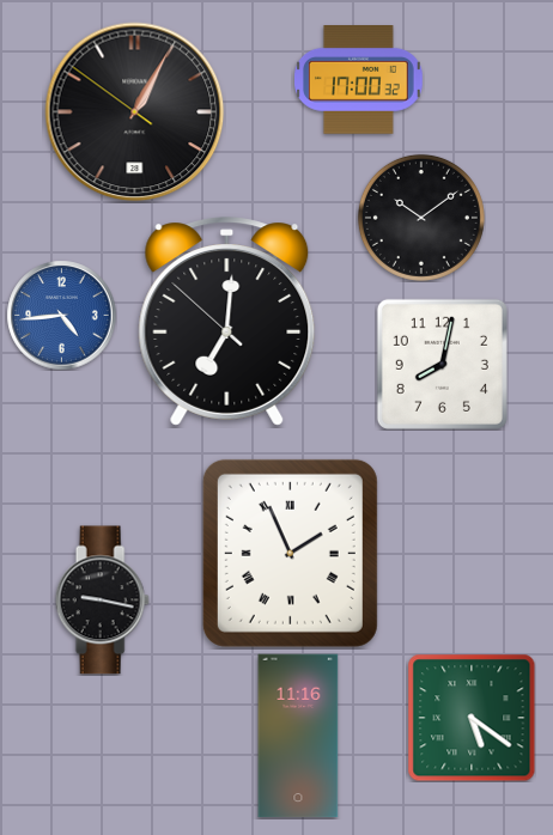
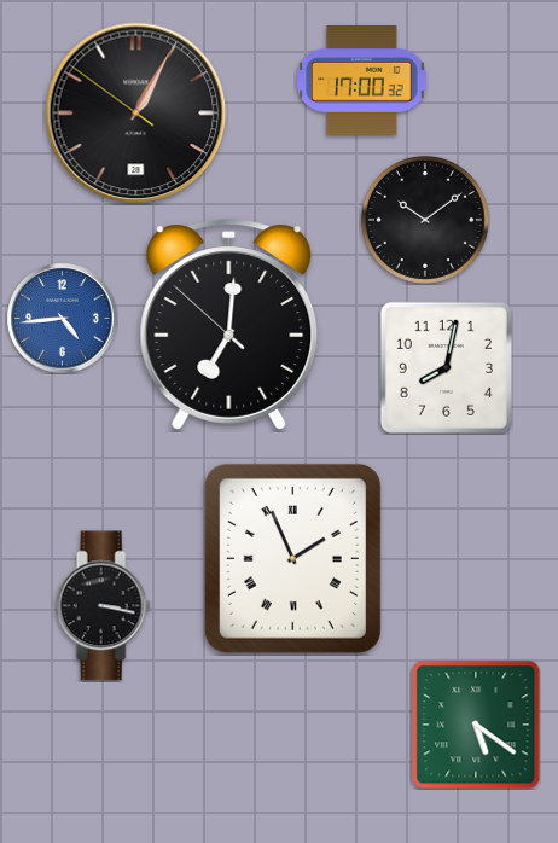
clock at (102, 601): 9:17 -> 3:17
clock at (298, 736): 11:16 -> none
